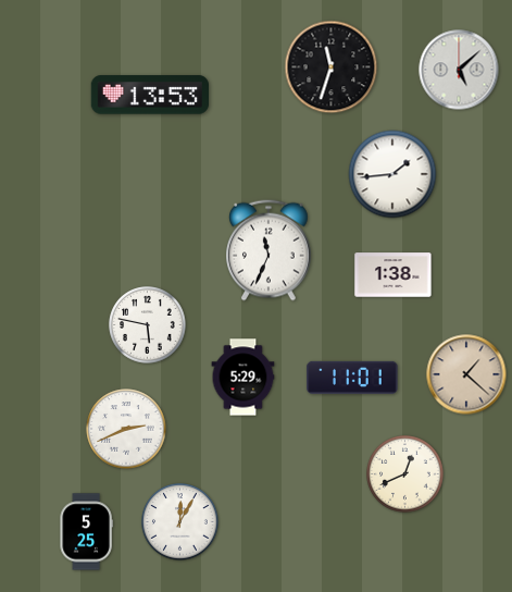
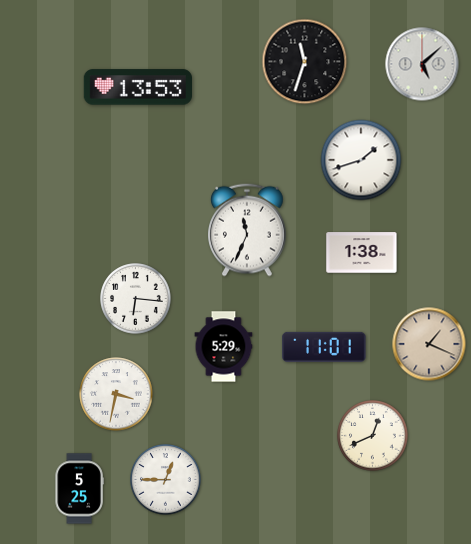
clock at (392, 174): 1:44 -> 1:42
clock at (148, 325): 5:47 -> 6:16
clock at (466, 374): 1:22 -> 1:19
clock at (126, 429): 2:41 -> 3:32
clock at (180, 522): 12:05 -> 12:45
